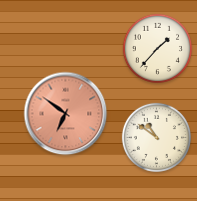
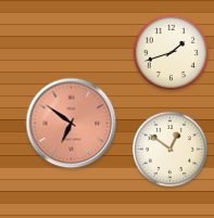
clock at (157, 48): 1:37 -> 1:42
clock at (156, 137): 10:51 -> 12:51
